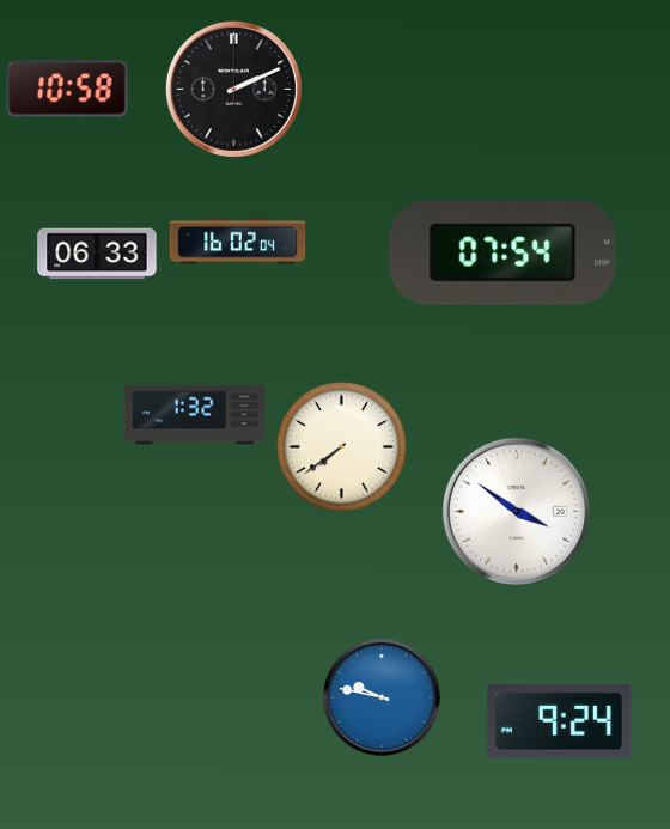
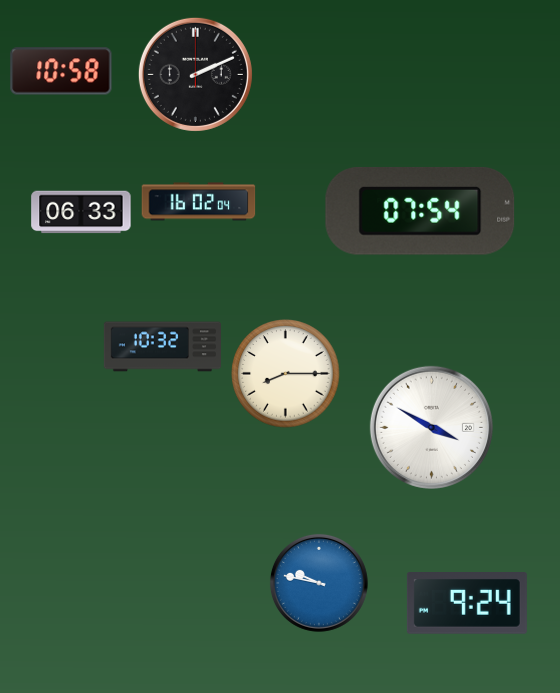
clock at (67, 89) position: (67, 89) -> (61, 71)
clock at (194, 415): 1:32 -> 10:32
clock at (342, 447): 7:39 -> 8:15
clock at (516, 511): 3:51 -> 3:50
